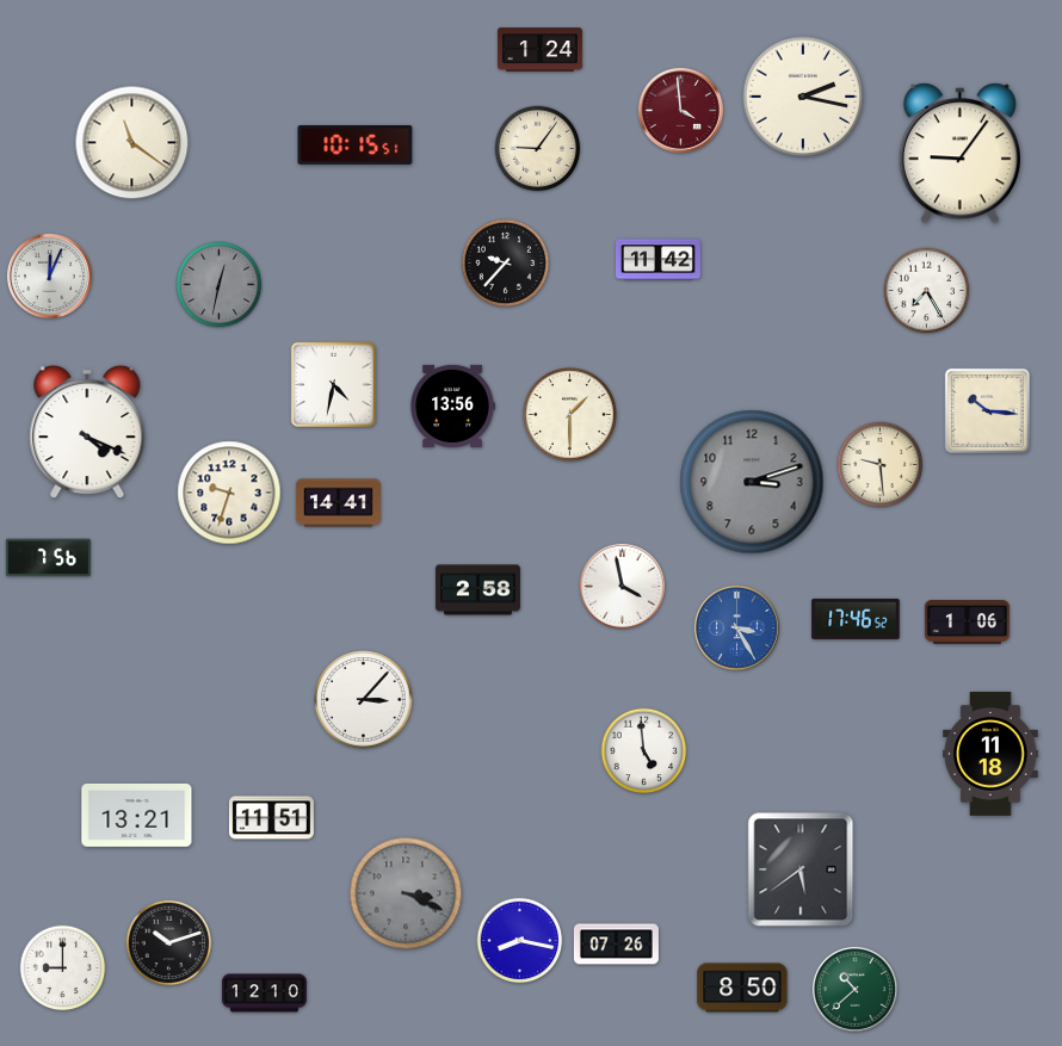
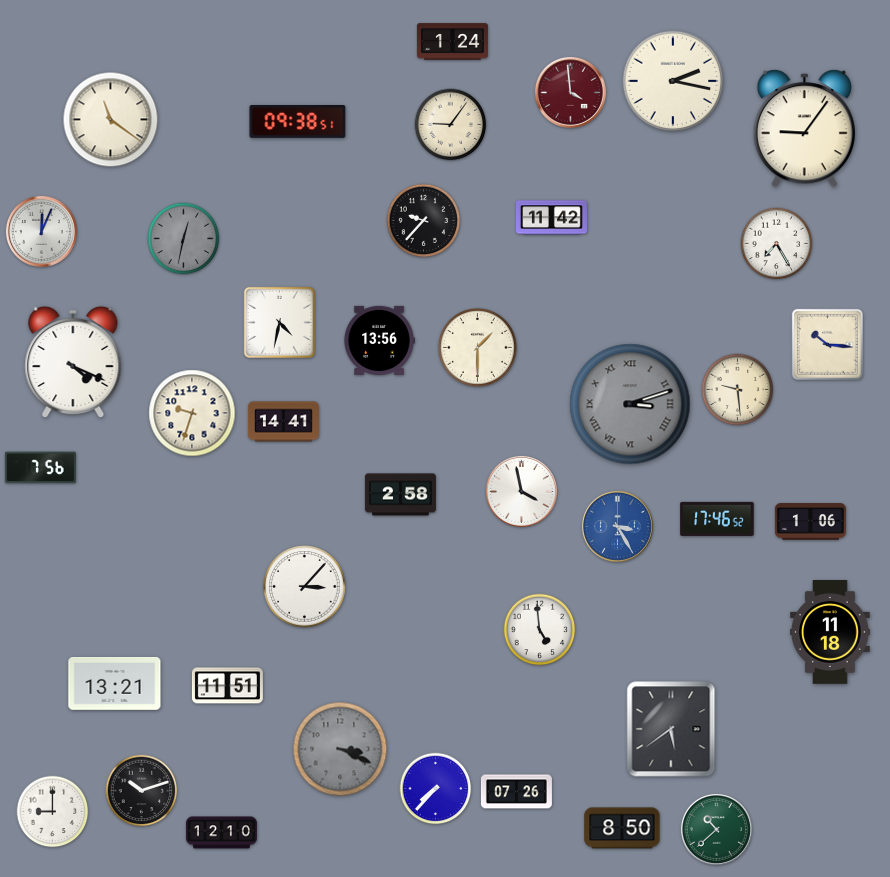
clock at (356, 146): 10:15 -> 09:38
clock at (752, 482) numerals: Arabic -> Roman
clock at (520, 941): 8:17 -> 7:37
